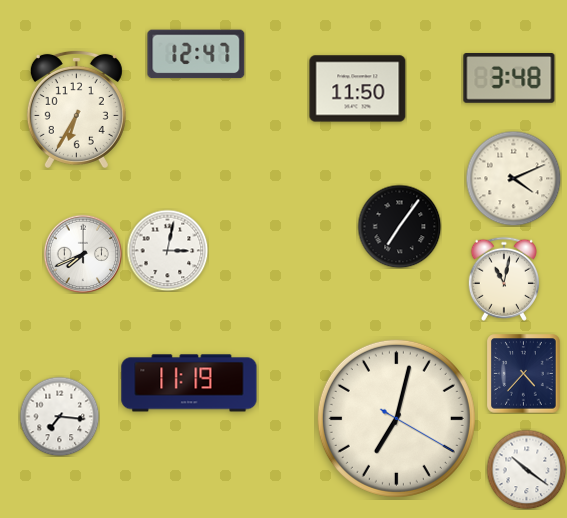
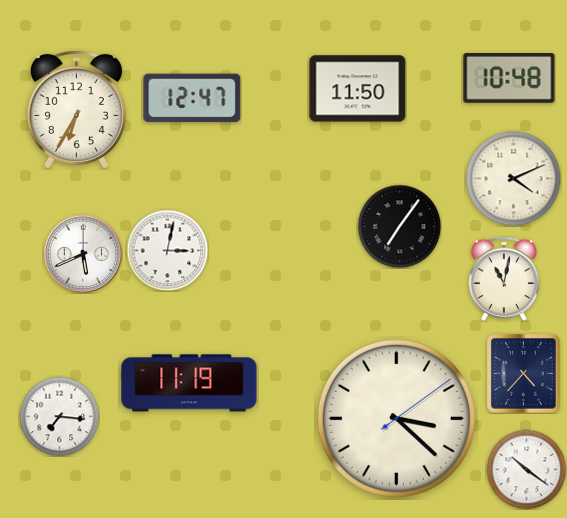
clock at (196, 54) position: (196, 54) -> (192, 98)
clock at (509, 79): 3:48 -> 10:48
clock at (83, 254): 7:41 -> 5:41
clock at (396, 418): 7:02 -> 3:22
